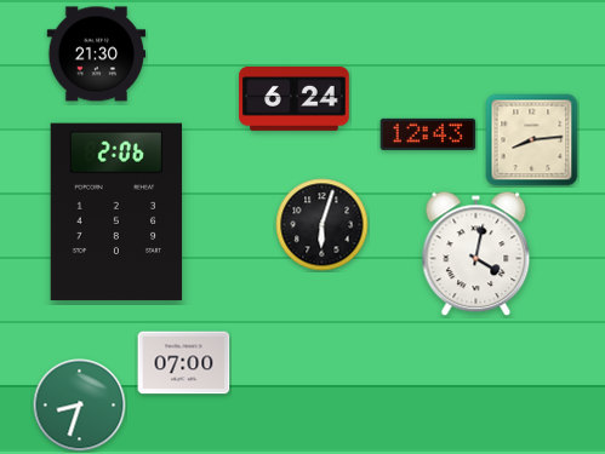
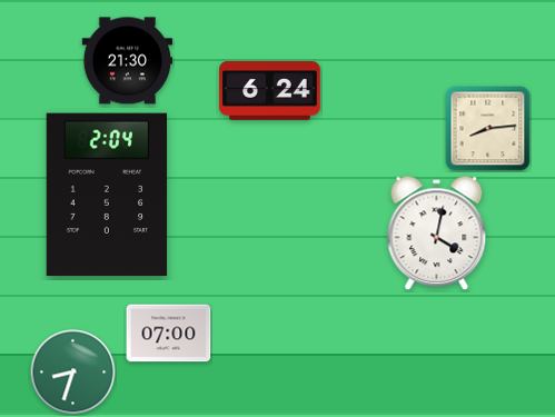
clock at (97, 54) position: (97, 54) -> (128, 61)
clock at (428, 134): 12:43 -> none
clock at (116, 212): 2:06 -> 2:04
clock at (323, 225): 6:03 -> none
